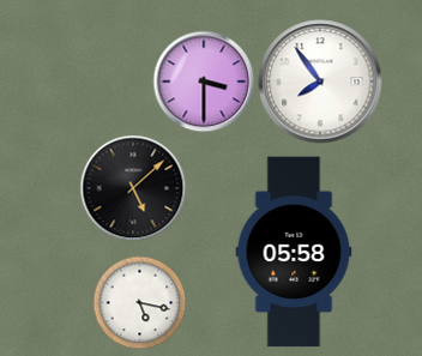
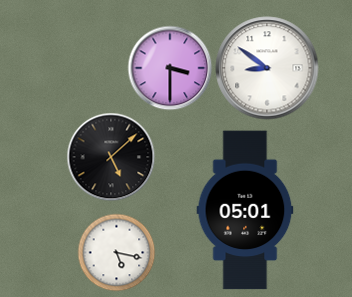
clock at (320, 82): 7:54 -> 8:51
clock at (294, 252): 05:58 -> 05:01
